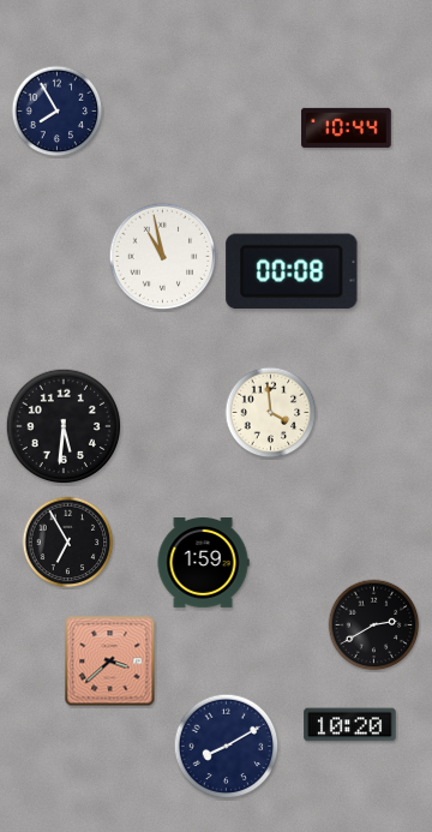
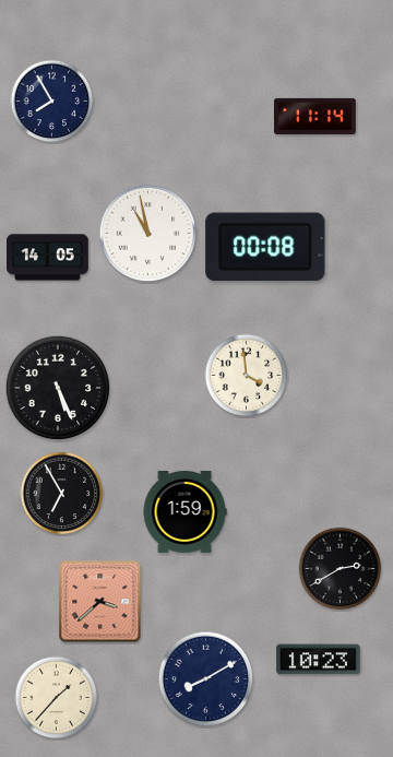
clock at (347, 127): 10:44 -> 11:14
clock at (48, 258): none -> 14:05
clock at (64, 426): 5:31 -> 5:26
clock at (350, 725): 10:20 -> 10:23
clock at (57, 698): none -> 1:37
